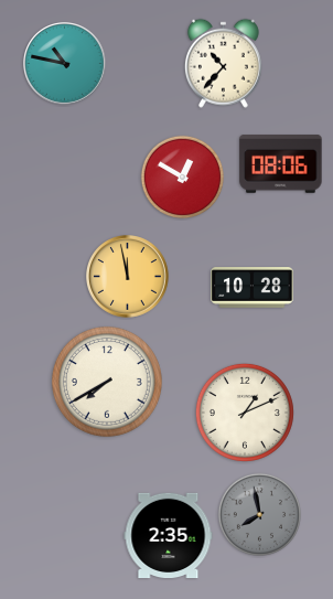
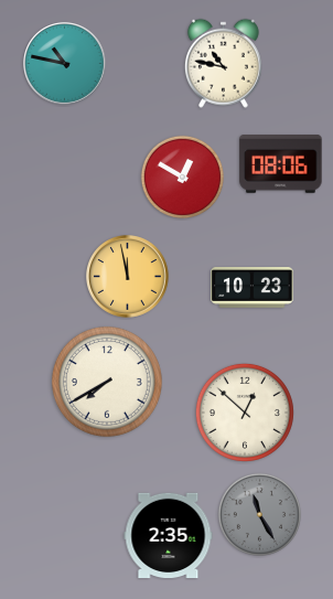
clock at (223, 63): 10:37 -> 10:47
clock at (253, 288): 10:28 -> 10:23
clock at (245, 413): 1:11 -> 12:52
clock at (259, 514): 7:58 -> 11:25
